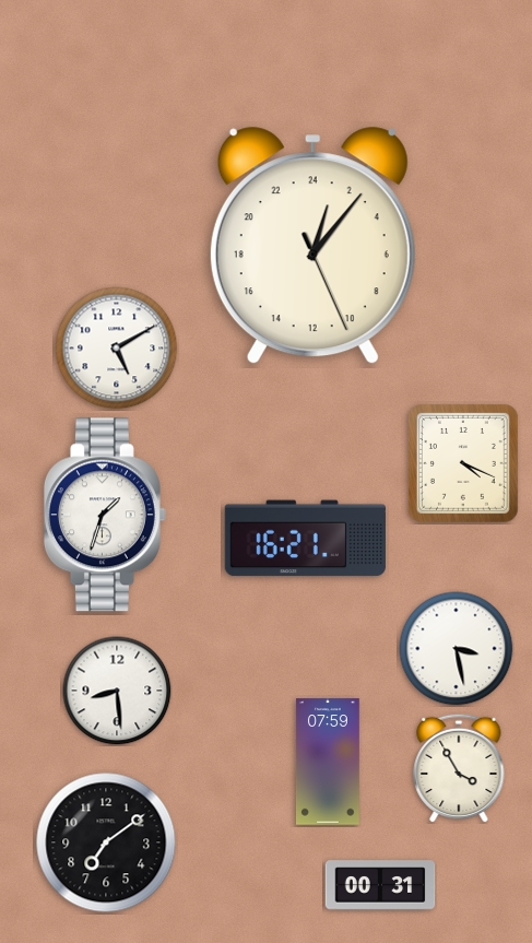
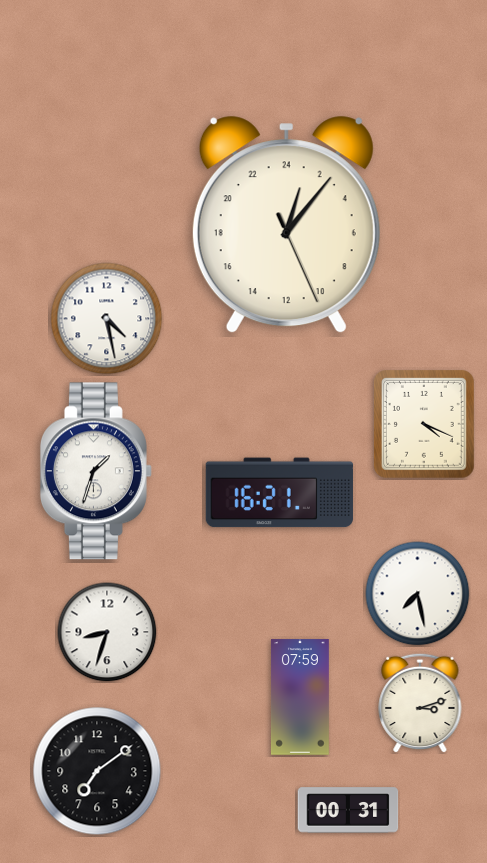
clock at (117, 349): 5:10 -> 4:28
clock at (457, 649): 3:28 -> 7:28
clock at (117, 691): 8:29 -> 8:33
clock at (459, 768): 3:55 -> 3:12
